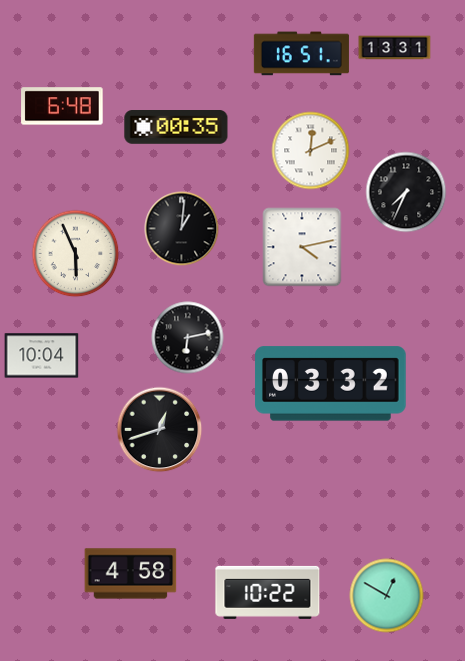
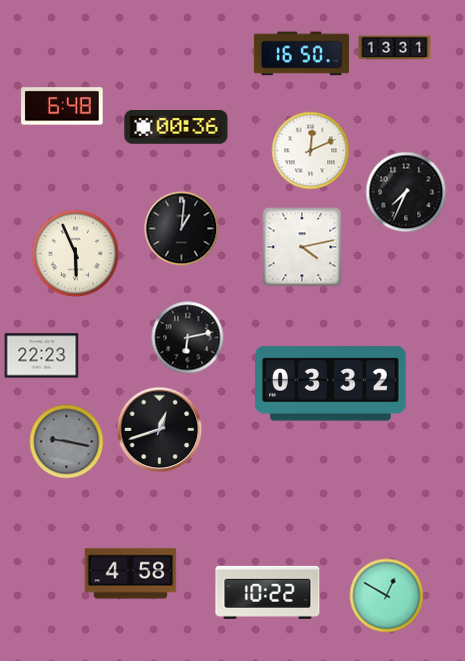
clock at (301, 54): 16:51 -> 16:50
clock at (176, 127): 00:35 -> 00:36
clock at (42, 356): 10:04 -> 22:23
clock at (67, 442): none -> 9:17
